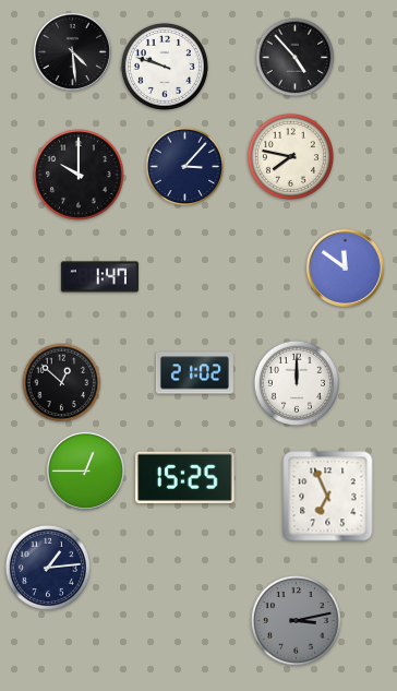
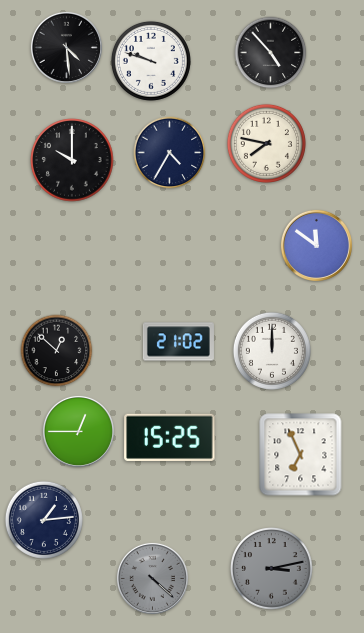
clock at (185, 167): 3:07 -> 4:35
clock at (99, 277): 1:47 -> none
clock at (152, 578): none -> 4:22
